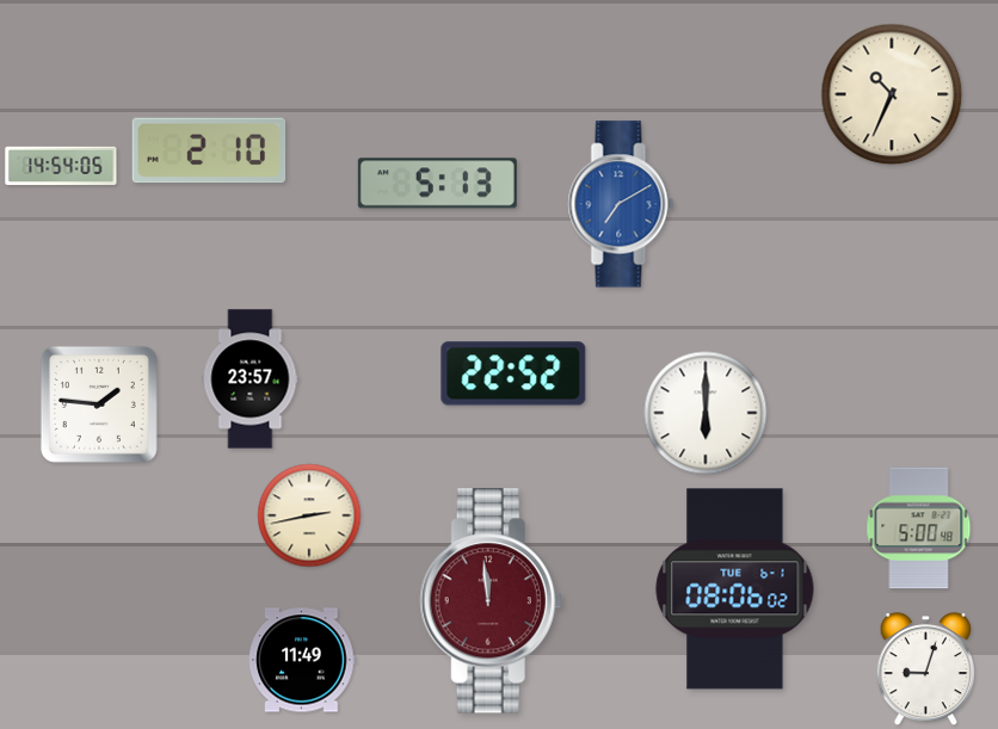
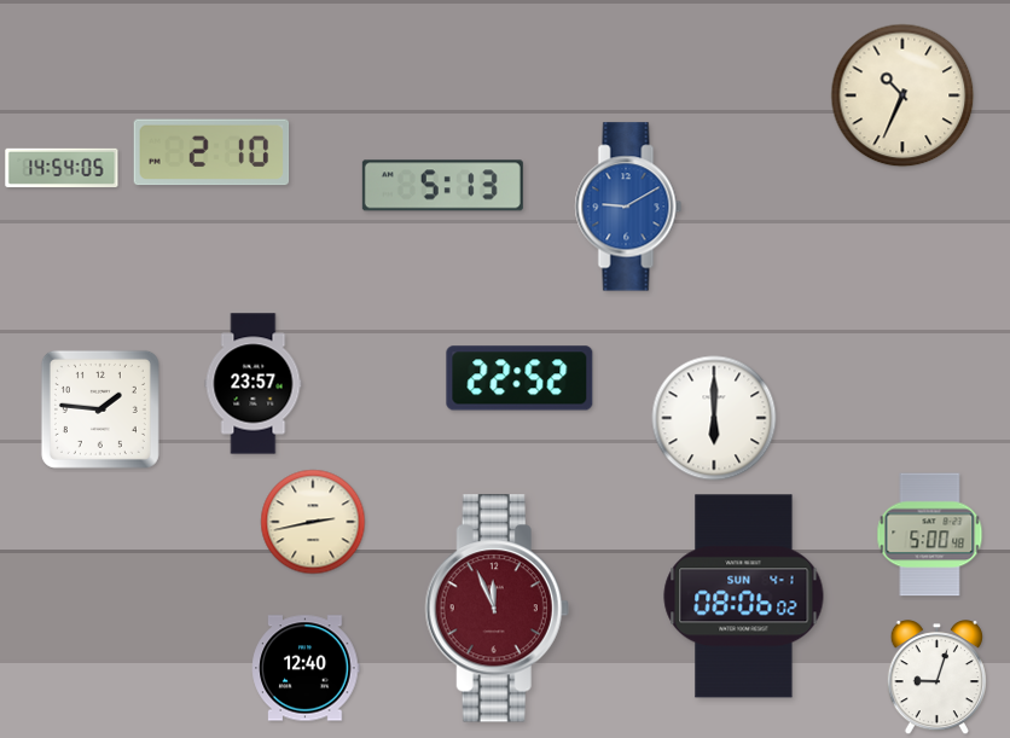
clock at (621, 204): 7:10 -> 9:10
clock at (735, 589) date: TUE 6-1 -> SUN 4-1
clock at (491, 601): 11:59 -> 11:56
clock at (302, 660): 11:49 -> 12:40
